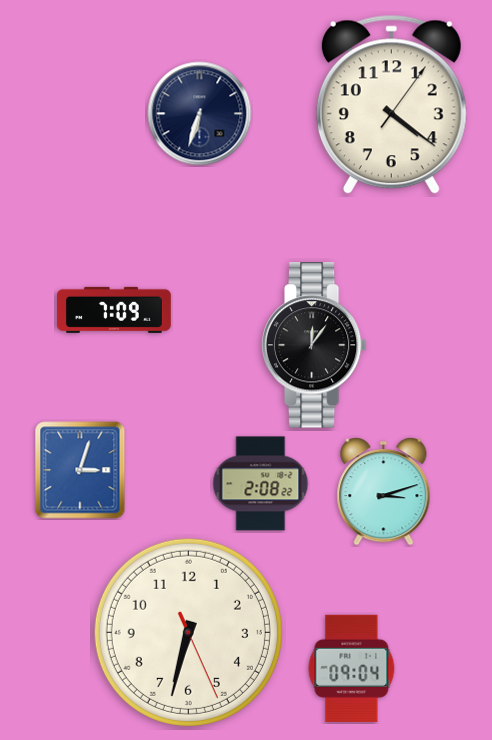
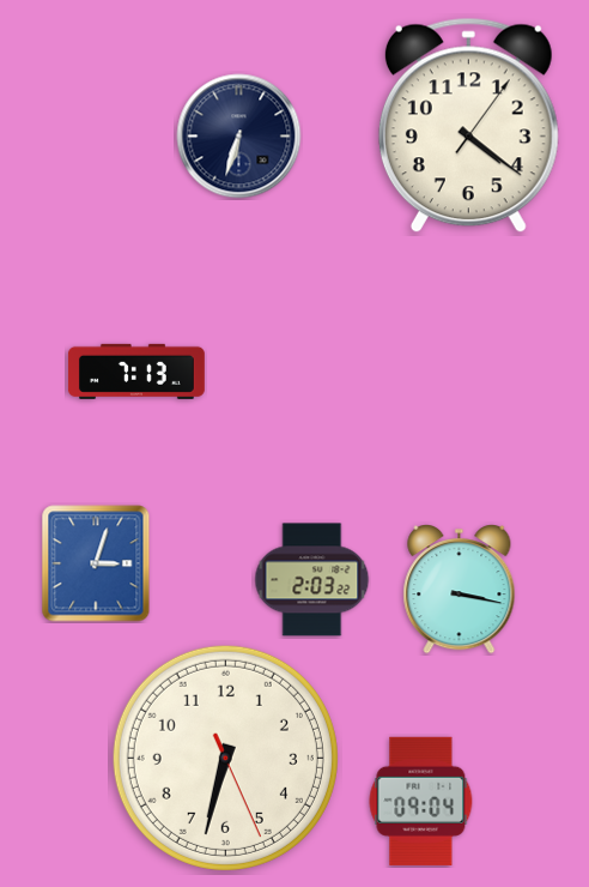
clock at (114, 310): 7:09 -> 7:13
clock at (314, 345): 12:06 -> none
clock at (261, 484): 2:08 -> 2:03
clock at (384, 492): 3:12 -> 3:17
